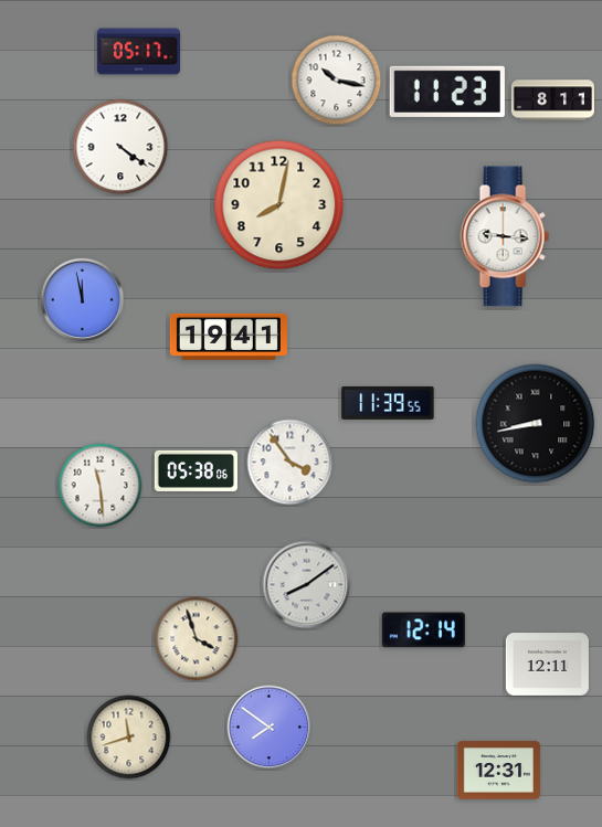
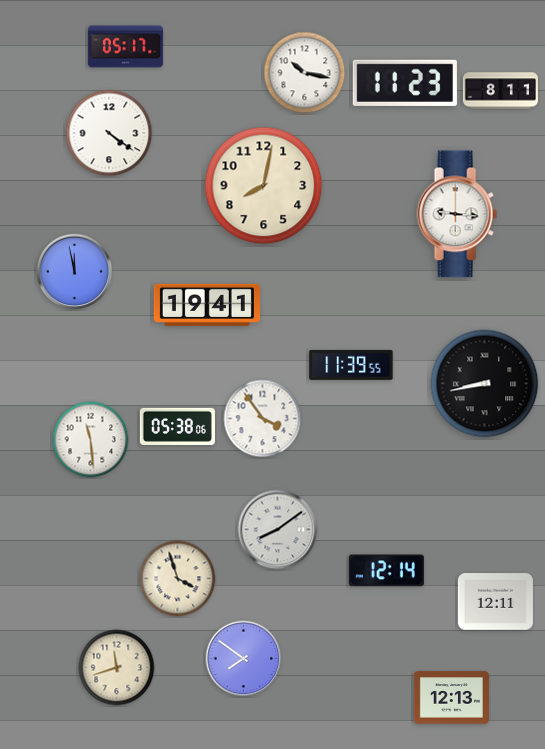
clock at (279, 205) position: (279, 205) -> (264, 186)
clock at (423, 630) position: (423, 630) -> (386, 571)
clock at (498, 771): 12:31 -> 12:13
